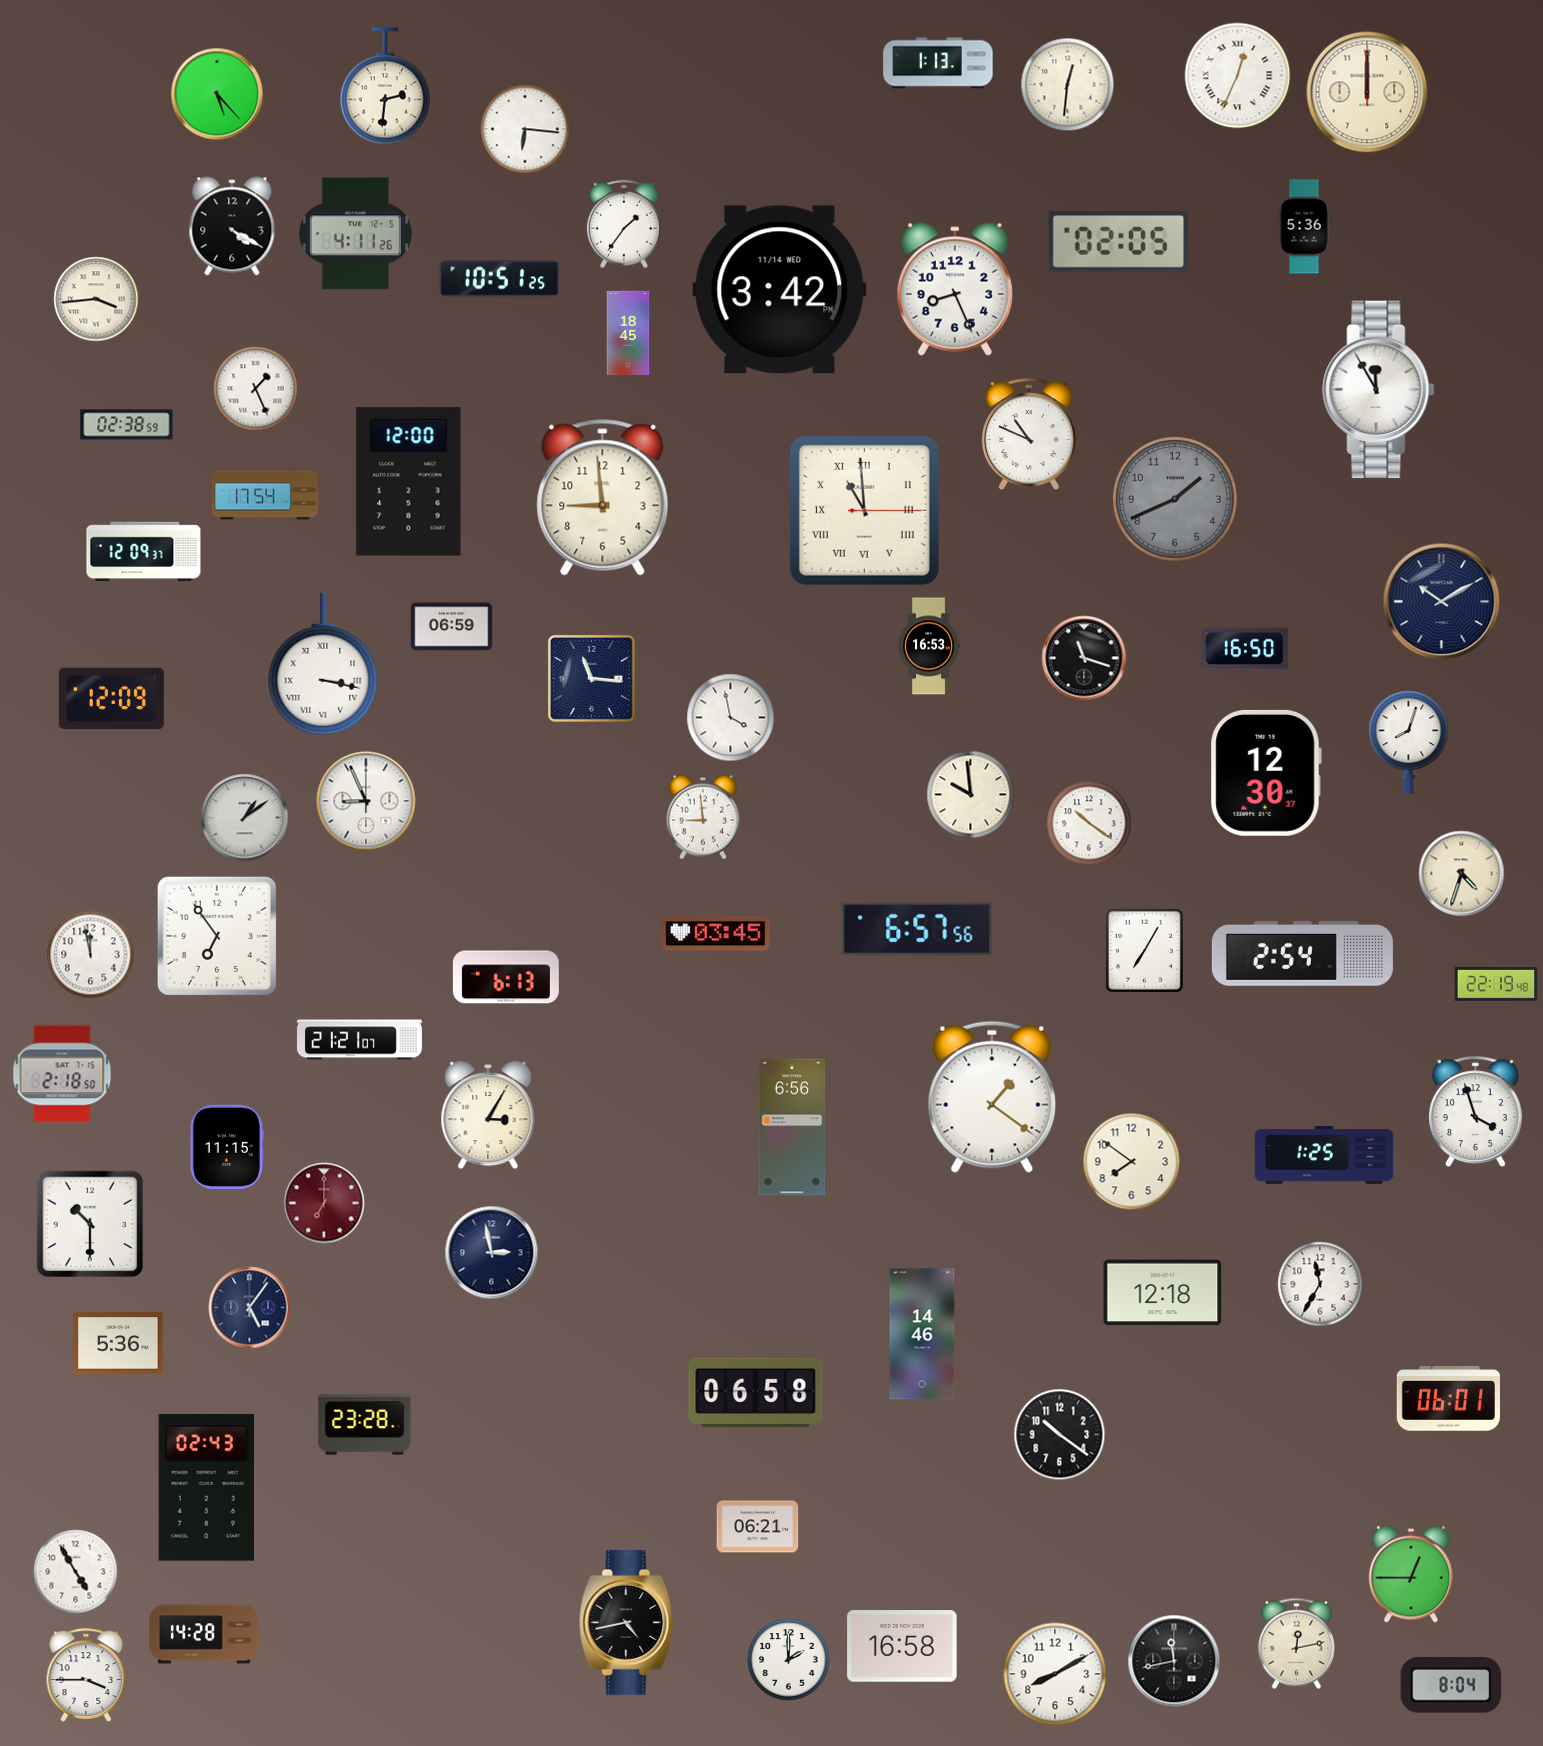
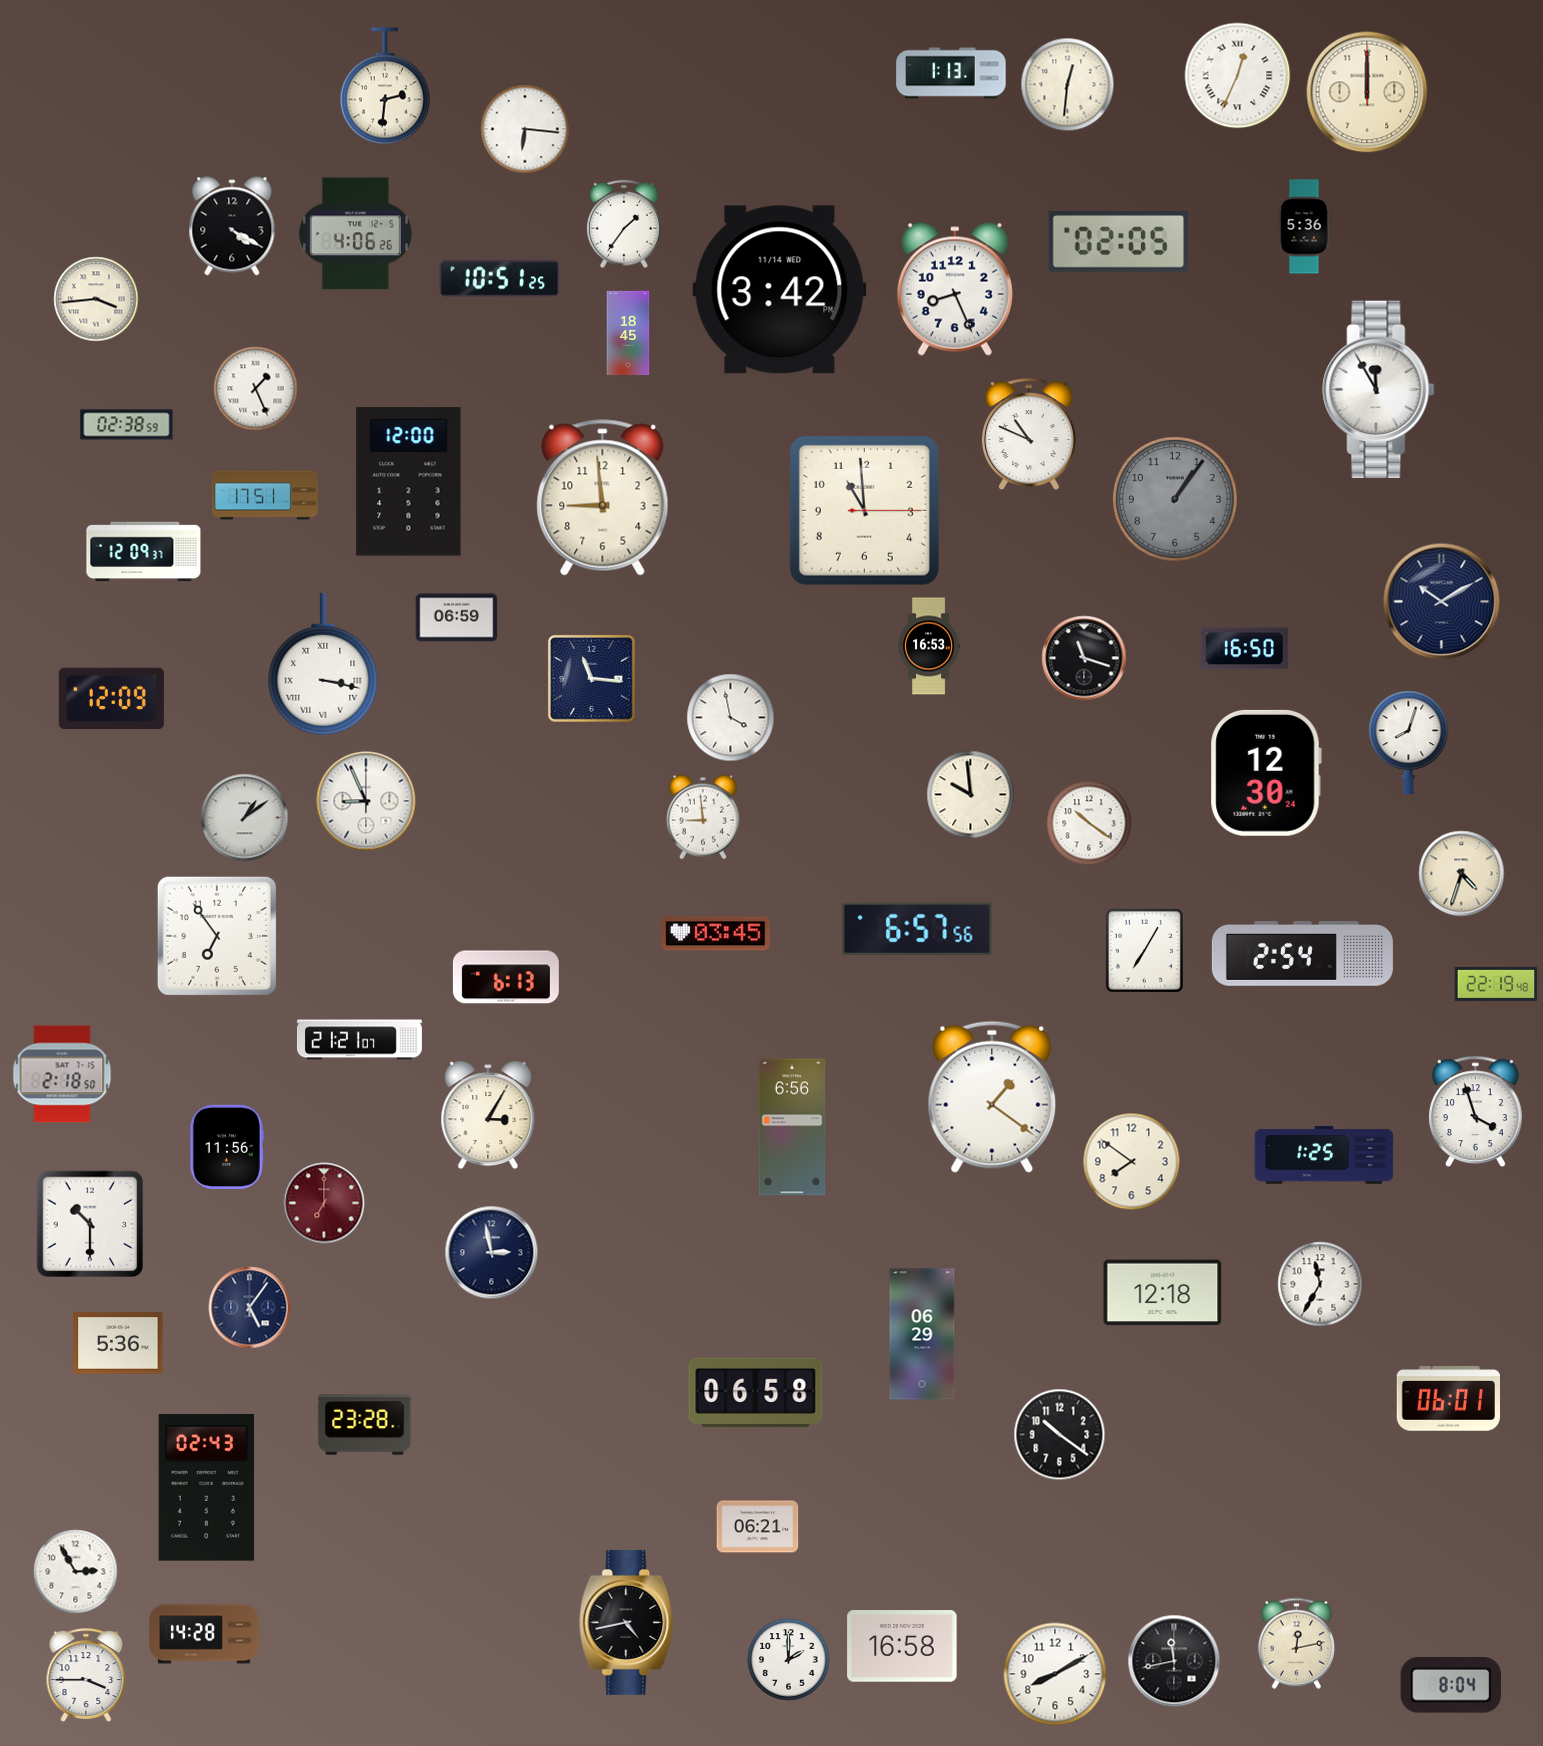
clock at (938, 63) position: (938, 63) -> (951, 73)
clock at (217, 94): 5:23 -> none
clock at (355, 234): 4:11 -> 4:06
clock at (265, 495): 17:54 -> 17:51
clock at (1176, 500): 1:41 -> 1:06
clock at (864, 510) numerals: Roman -> Arabic
clock at (452, 627) position: (452, 627) -> (457, 618)
clock at (1266, 773): 12:30:37 -> 12:30:24
clock at (91, 955): 11:58 -> none
clock at (227, 1147): 11:15 -> 11:56
clock at (922, 1334): 14:46 -> 06:29
clock at (76, 1572): 4:55 -> 2:55
clock at (1411, 1574): 12:45 -> none
